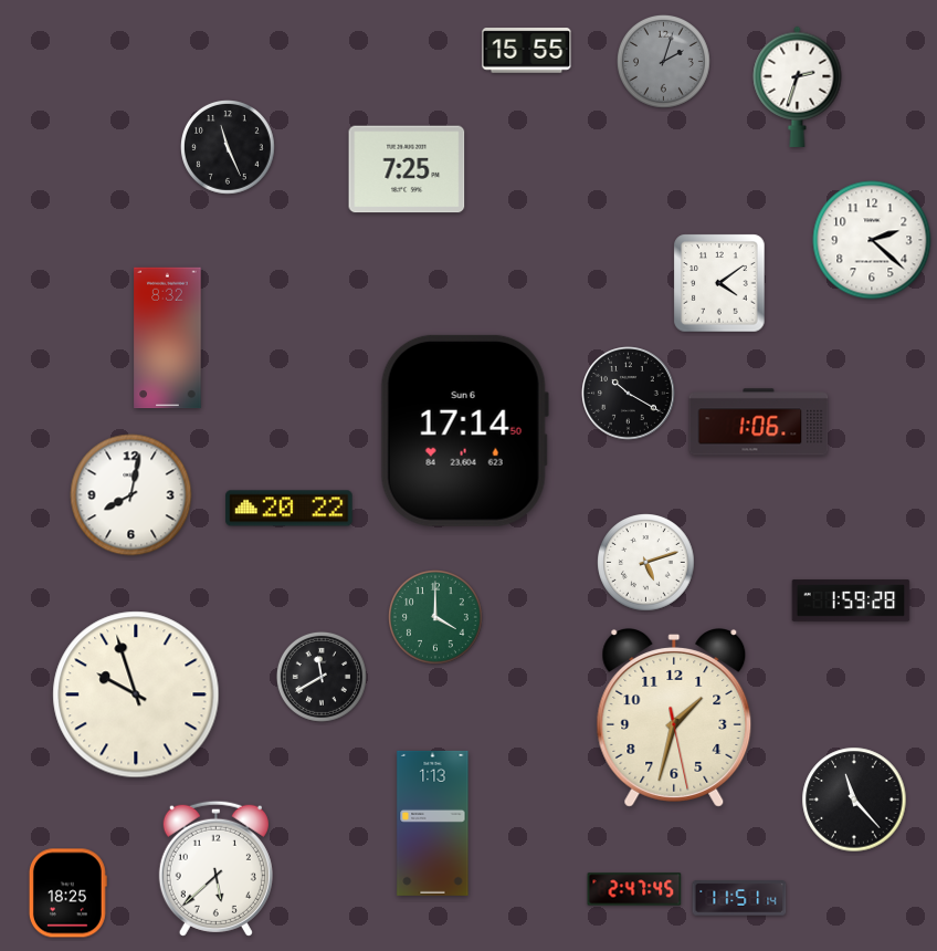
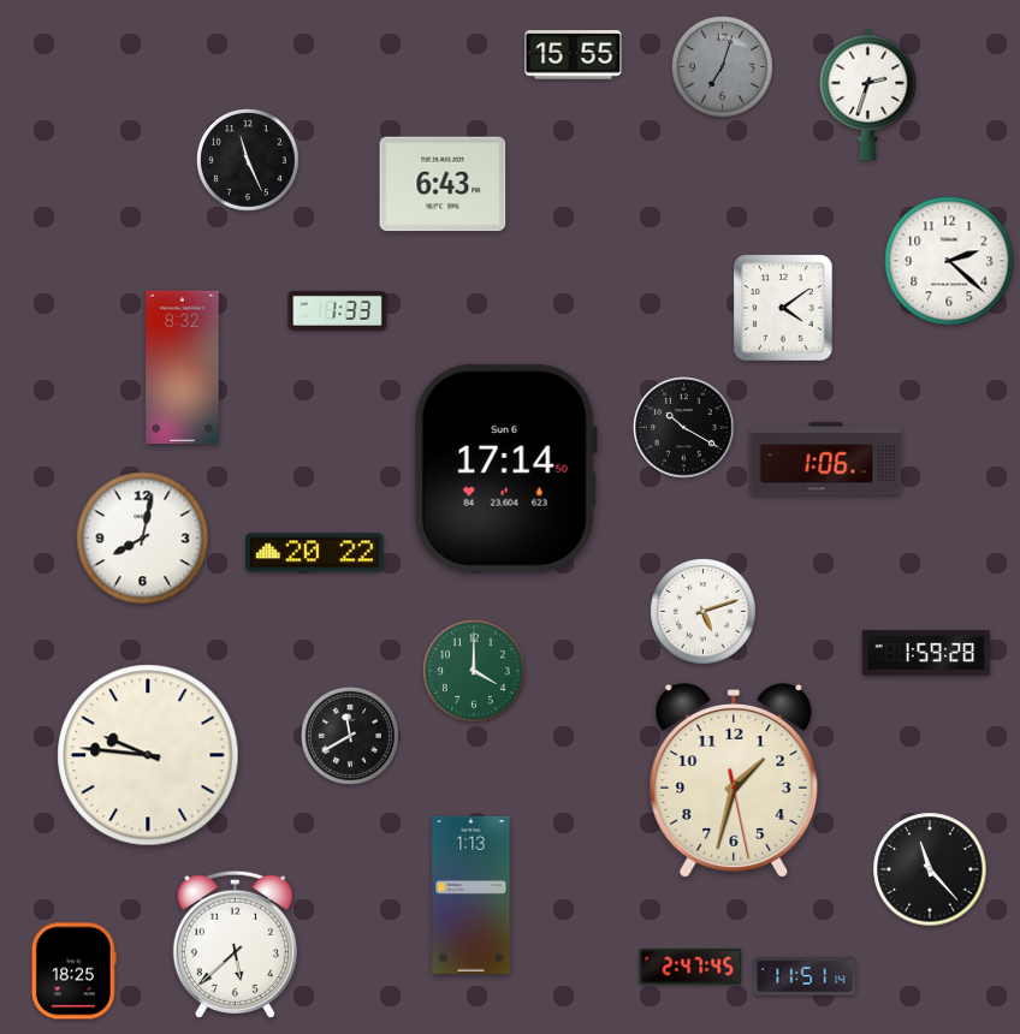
clock at (663, 61): 2:03 -> 7:03
clock at (407, 169): 7:25 -> 6:43
clock at (338, 311): none -> 1:33
clock at (136, 694): 9:57 -> 9:46
